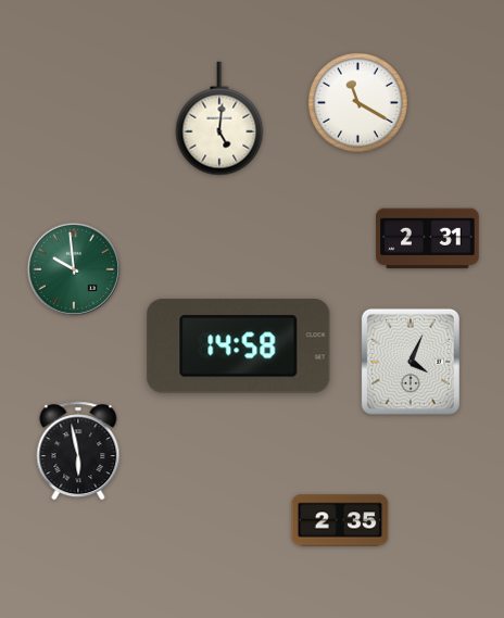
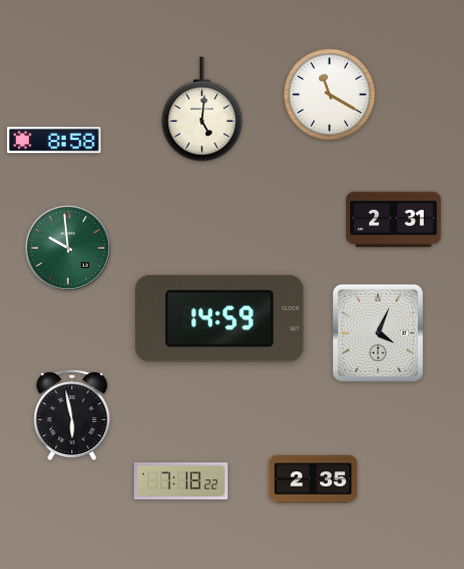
clock at (54, 140): none -> 8:58
clock at (239, 346): 14:58 -> 14:59
clock at (181, 481): none -> 7:18
